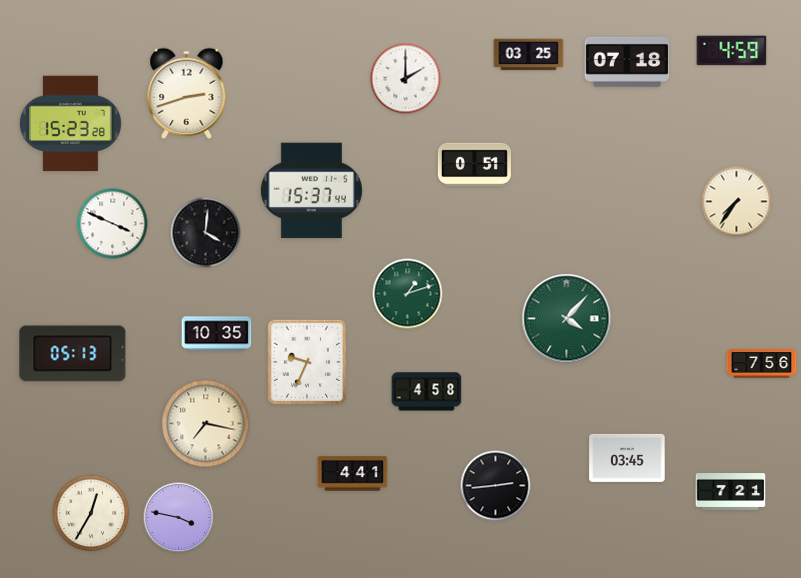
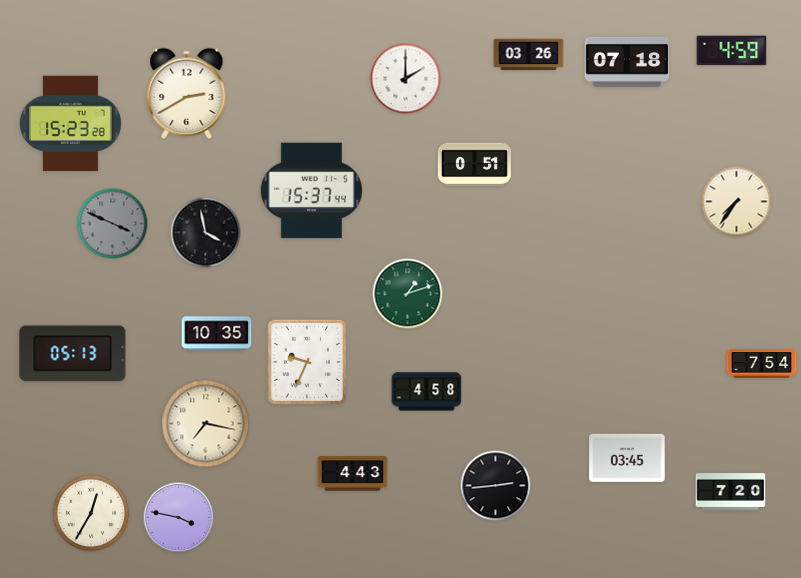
clock at (529, 55): 03:25 -> 03:26
clock at (187, 93): 2:42 -> 2:40
clock at (113, 224) dial: white -> grey
clock at (206, 233): 4:01 -> 3:58
clock at (567, 319): 4:07 -> none
clock at (762, 364): 7:56 -> 7:54
clock at (353, 474): 4:41 -> 4:43
clock at (731, 492): 7:21 -> 7:20
